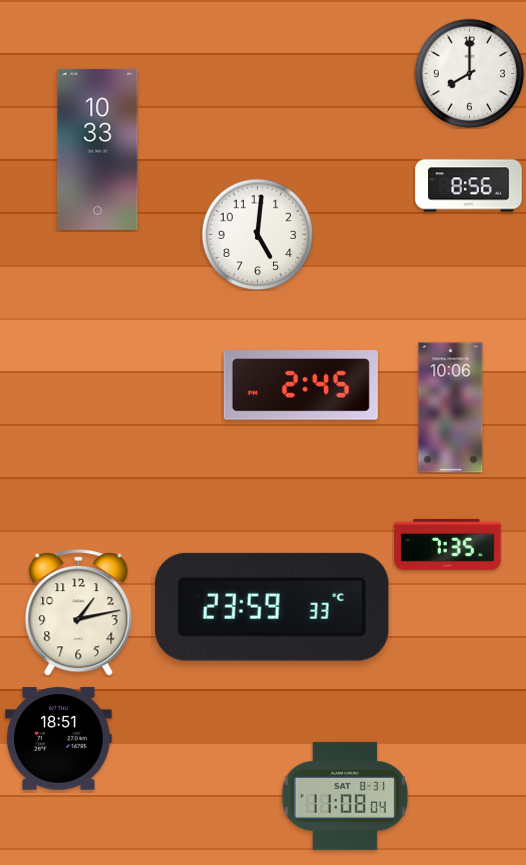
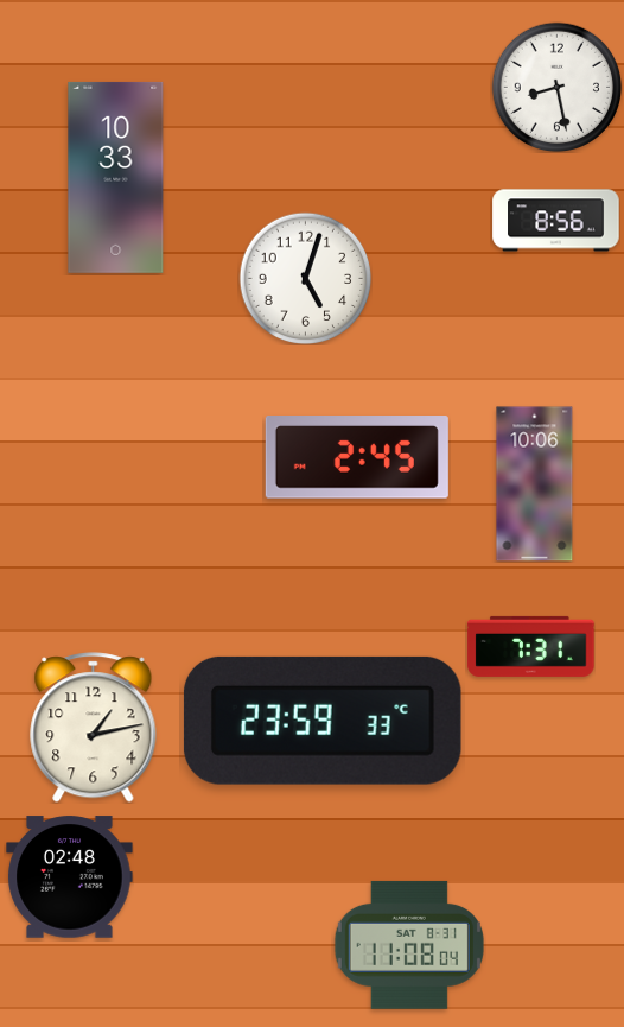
clock at (469, 73): 8:00 -> 8:28
clock at (257, 234): 5:01 -> 5:03
clock at (448, 544): 7:35 -> 7:31
clock at (59, 739): 18:51 -> 02:48
